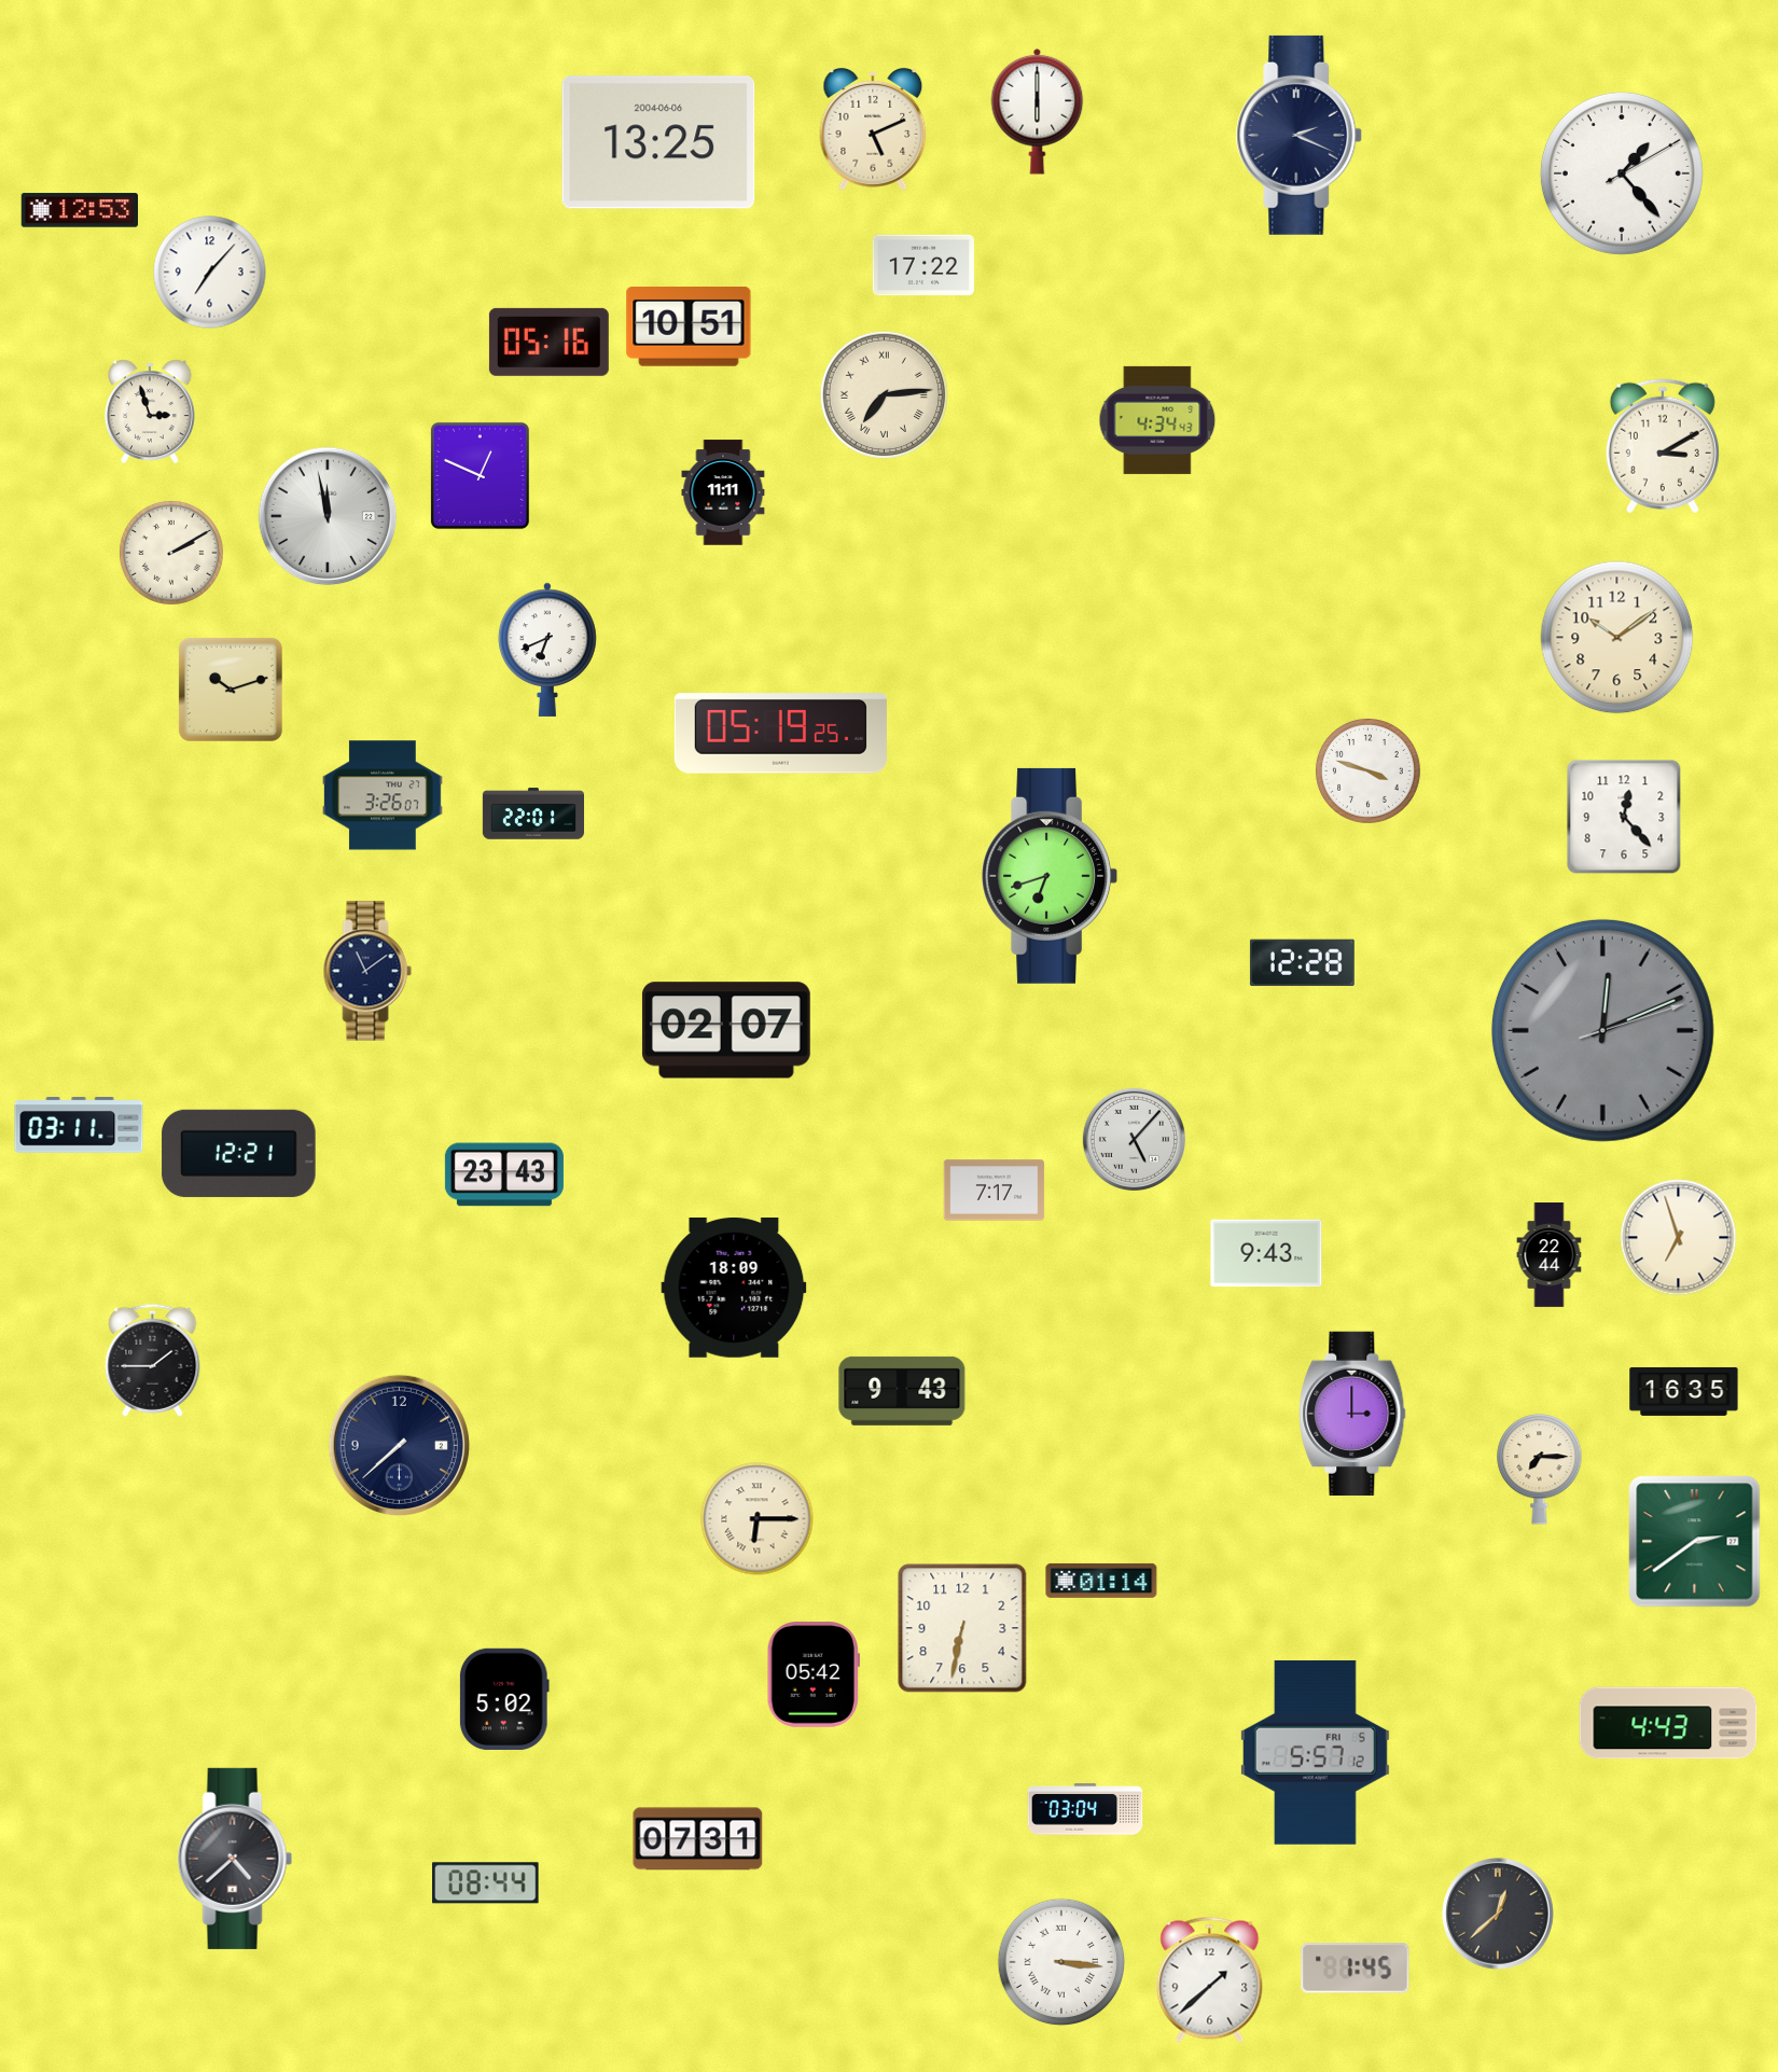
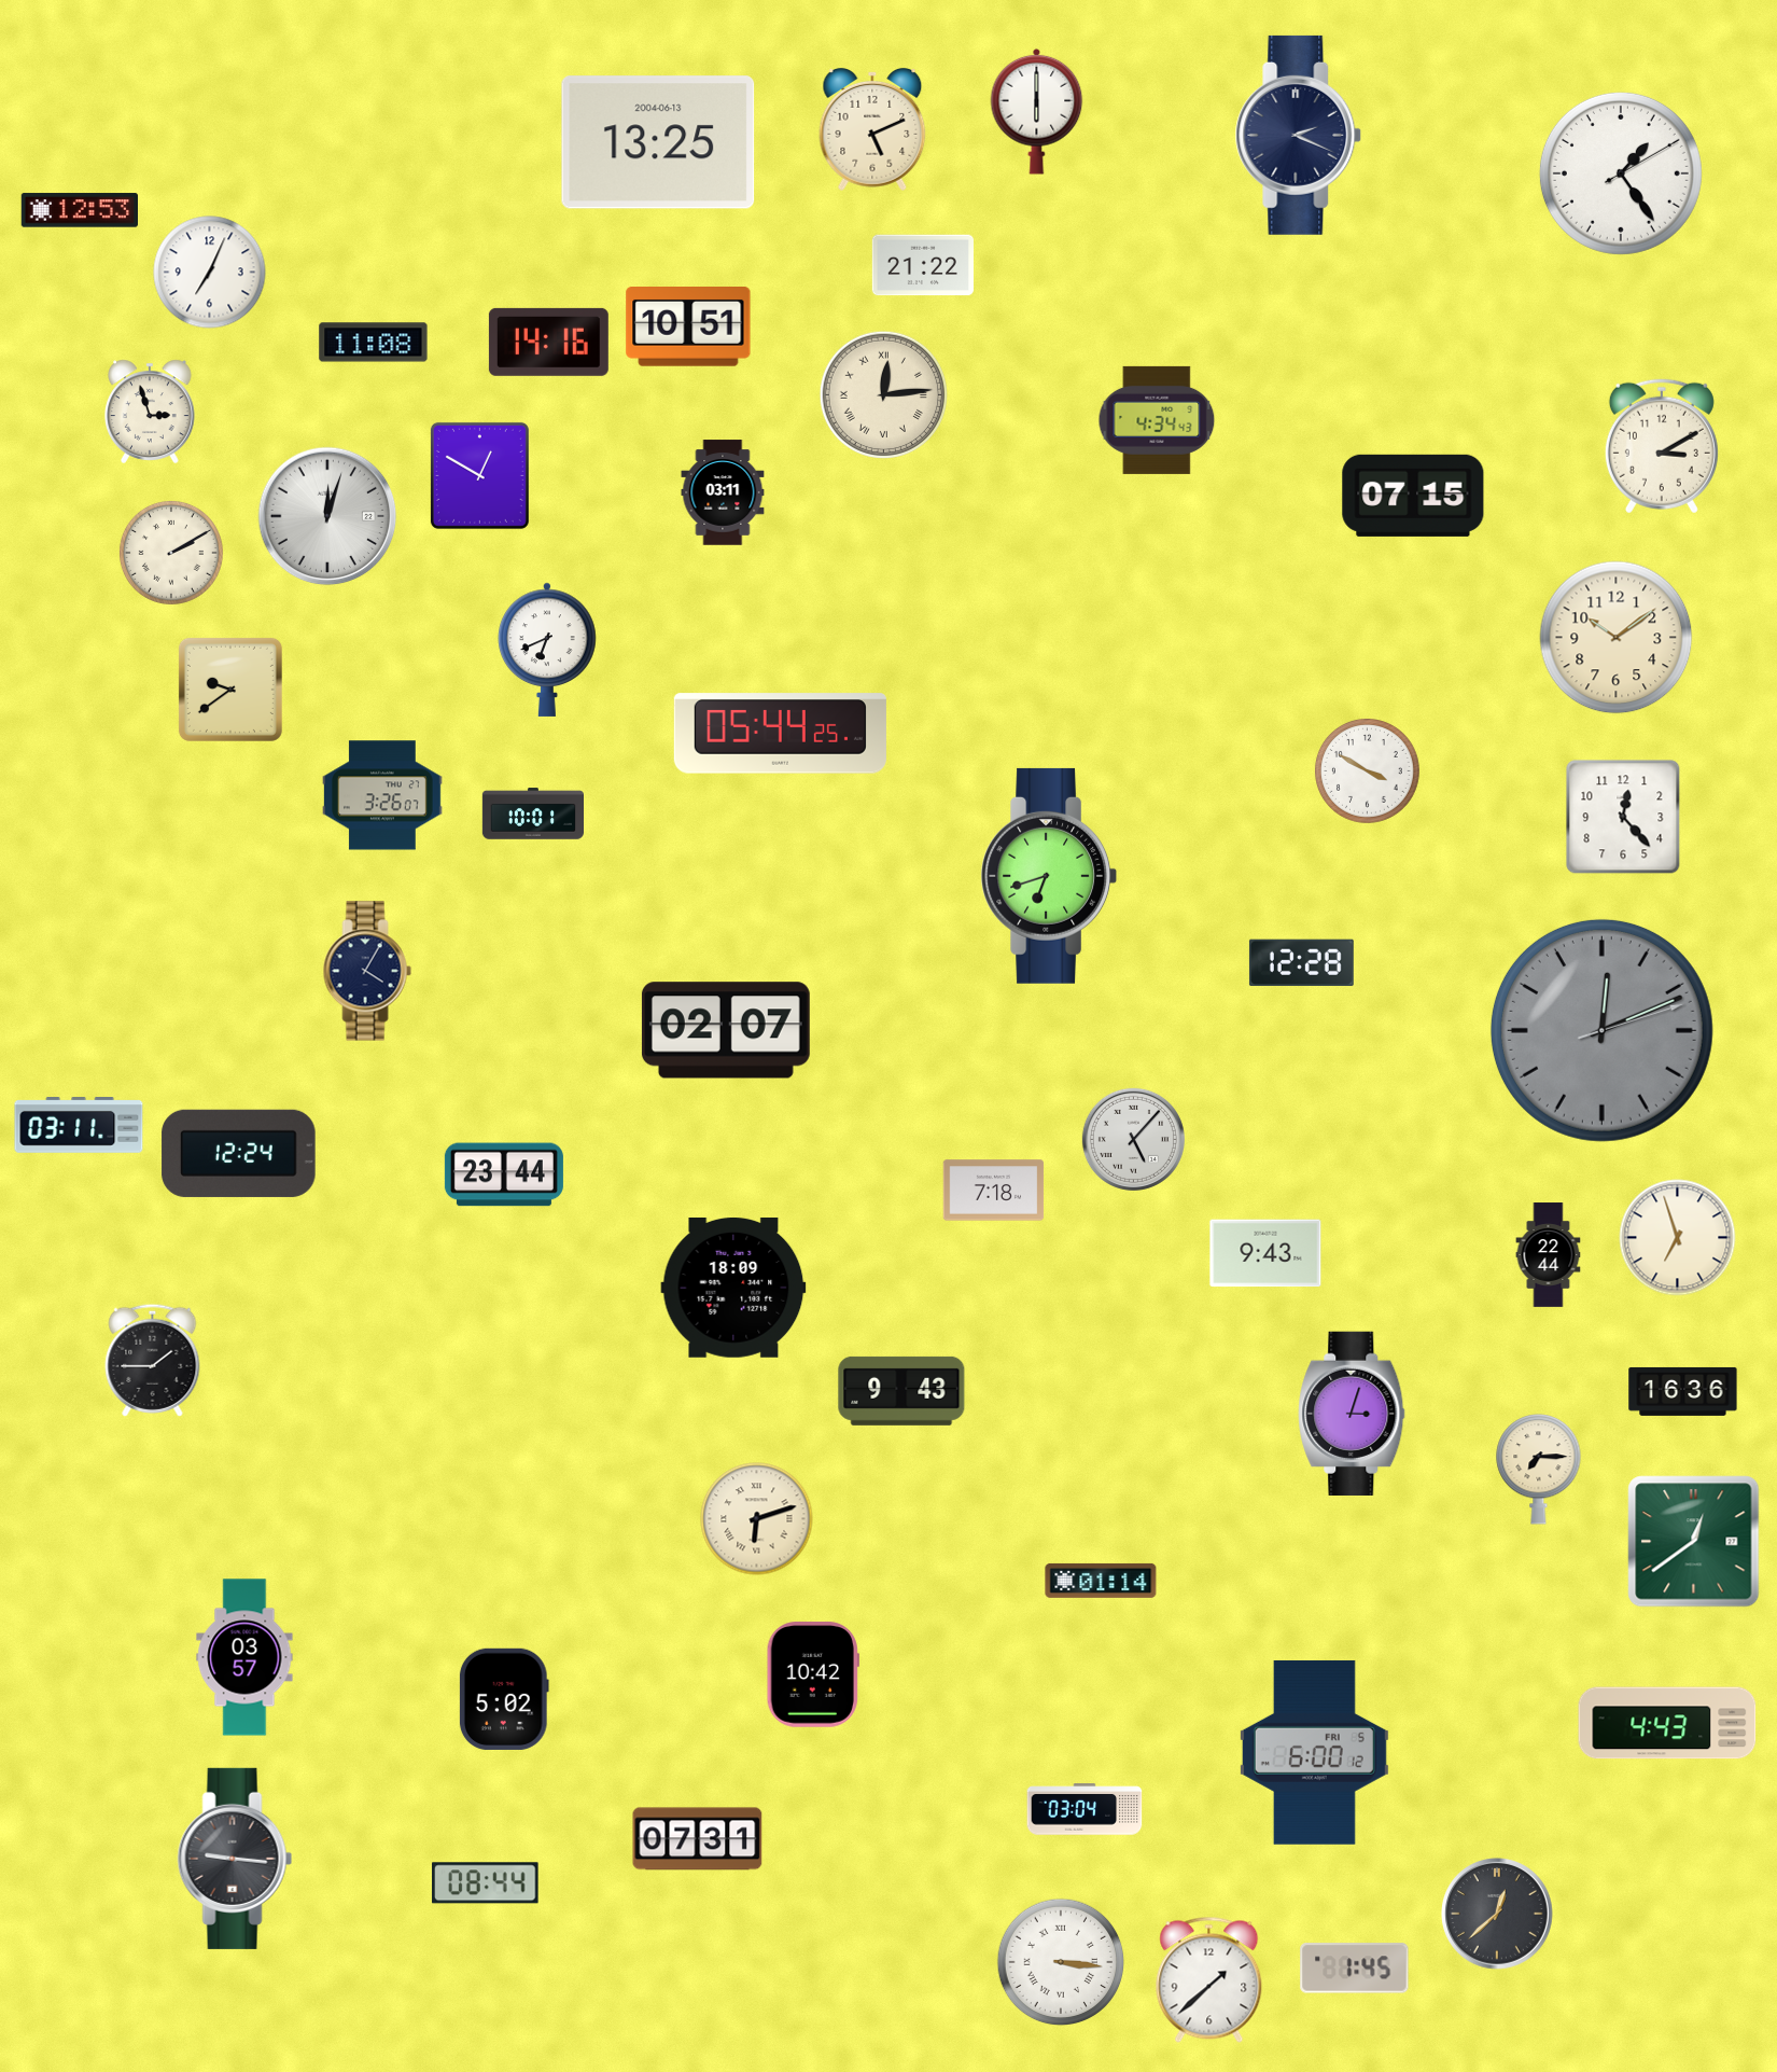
clock at (658, 142) date: 2004-06-06 -> 2004-06-13
clock at (1622, 173): 1:23 -> 1:24
clock at (923, 265): 17:22 -> 21:22
clock at (210, 273): 7:07 -> 7:04
clock at (548, 342): 05:16 -> 14:16
clock at (374, 343): none -> 11:08
clock at (884, 394): 7:14 -> 12:14
clock at (480, 475): 12:49 -> 12:50
clock at (723, 492): 11:11 -> 03:11
clock at (1413, 496): none -> 07:15
clock at (328, 516): 11:58 -> 12:03
clock at (231, 690): 10:12 -> 9:39
clock at (780, 734): 05:19 -> 05:44
clock at (1367, 770): 3:48 -> 3:50
clock at (532, 813): 22:01 -> 10:01
clock at (367, 971): 11:09 -> 4:05
clock at (239, 1153): 12:21 -> 12:24
clock at (504, 1174): 23:43 -> 23:44
clock at (995, 1191): 7:17 -> 7:18
clock at (1684, 1391): 16:35 -> 16:36
clock at (1352, 1414): 3:00 -> 3:03
clock at (399, 1445): 7:38 -> none
clock at (758, 1519): 6:15 -> 6:12
clock at (1695, 1542): 2:39 -> 12:39
clock at (962, 1628): 6:32 -> none
clock at (244, 1657): none -> 03:57
clock at (814, 1674): 05:42 -> 10:42
clock at (1315, 1752): 5:57 -> 6:00
clock at (235, 1859): 4:38 -> 9:16
